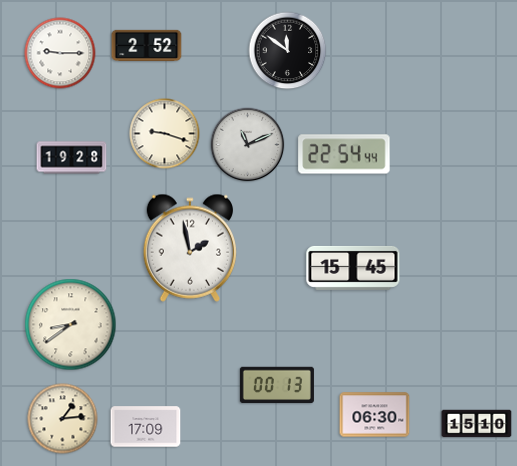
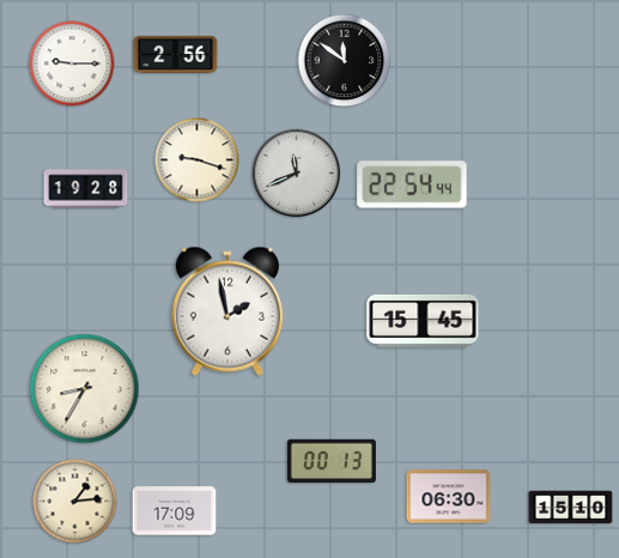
clock at (147, 45): 2:52 -> 2:56
clock at (248, 145): 11:11 -> 11:41
clock at (189, 248) position: (189, 248) -> (226, 311)
clock at (71, 325): 8:39 -> 8:35
